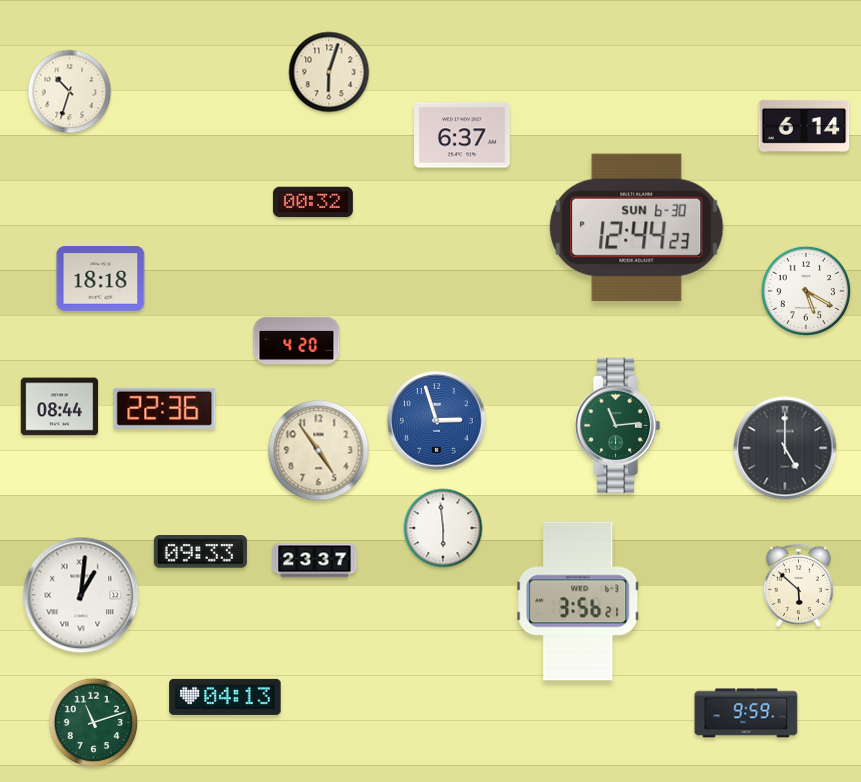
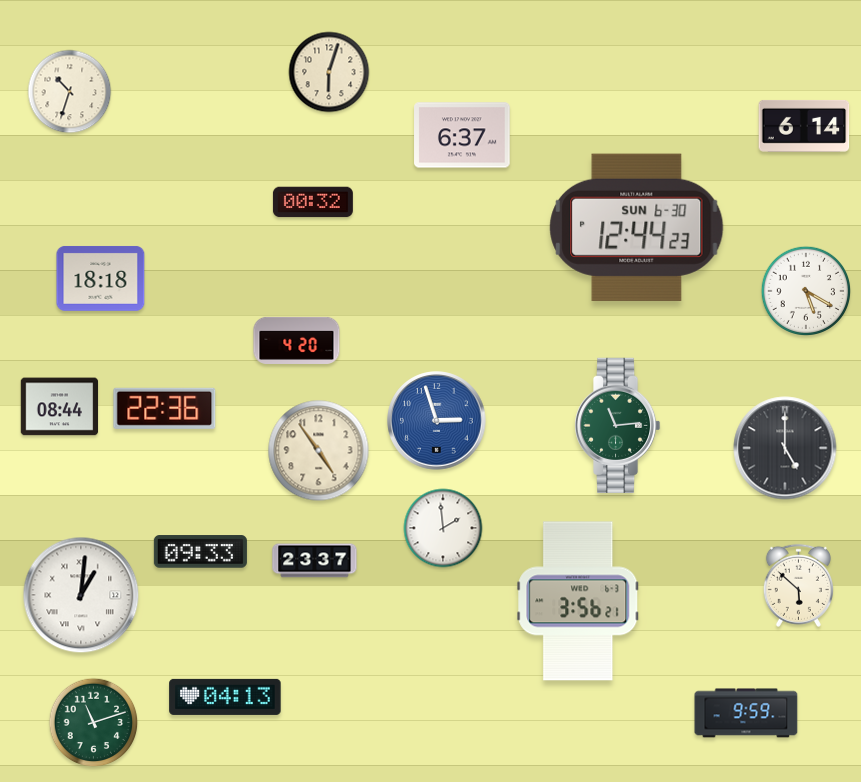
clock at (443, 528): 5:59 -> 1:59
